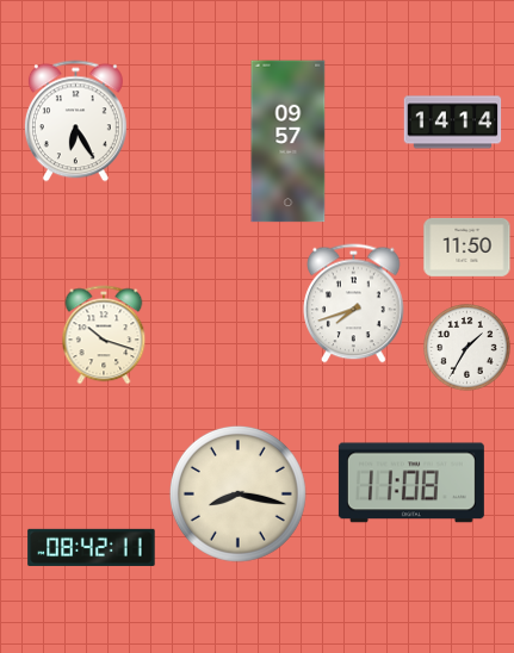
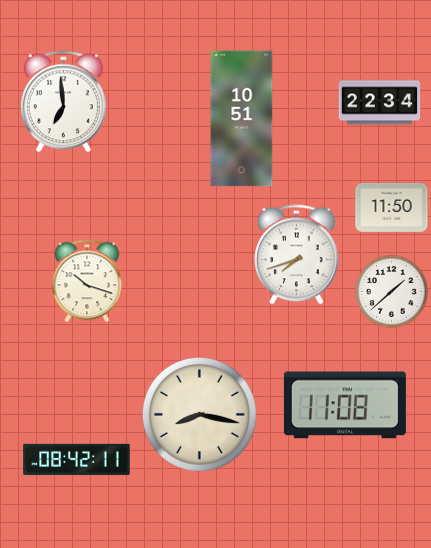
clock at (75, 122): 6:25 -> 6:59
clock at (453, 123): 14:14 -> 22:34
clock at (289, 142): 09:57 -> 10:51
clock at (467, 348): 1:35 -> 1:38
